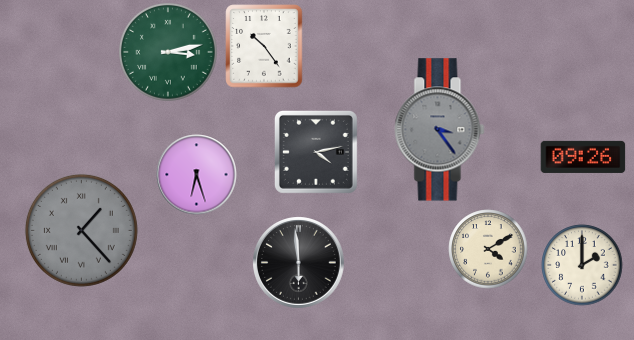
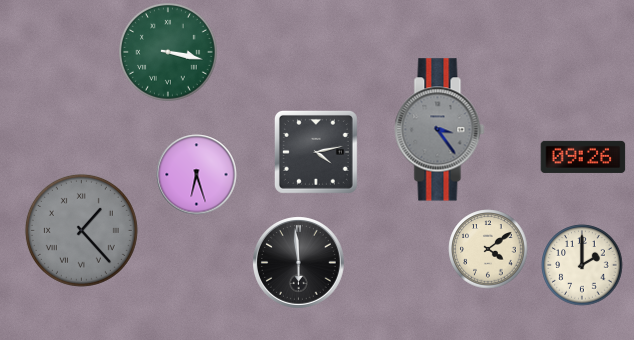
clock at (264, 46): 10:24 -> none
clock at (169, 53): 3:13 -> 3:17
clock at (488, 249): 4:10 -> 4:09
